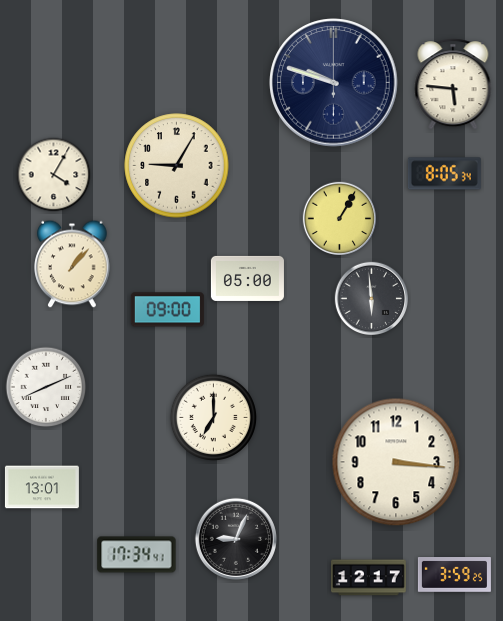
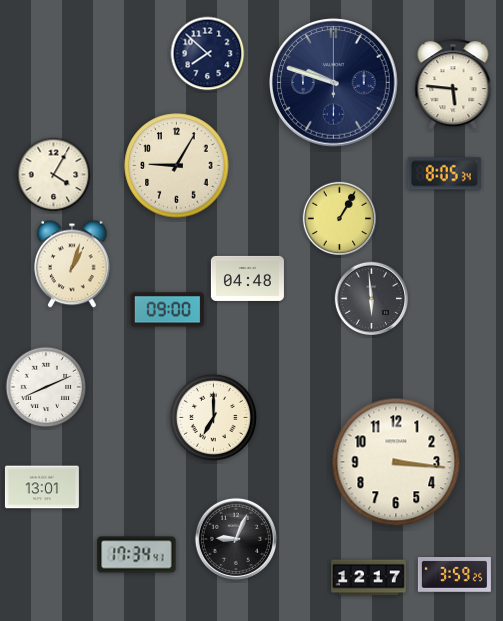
clock at (208, 54): none -> 7:52
clock at (72, 264): 1:07 -> 1:03
clock at (247, 278): 05:00 -> 04:48
